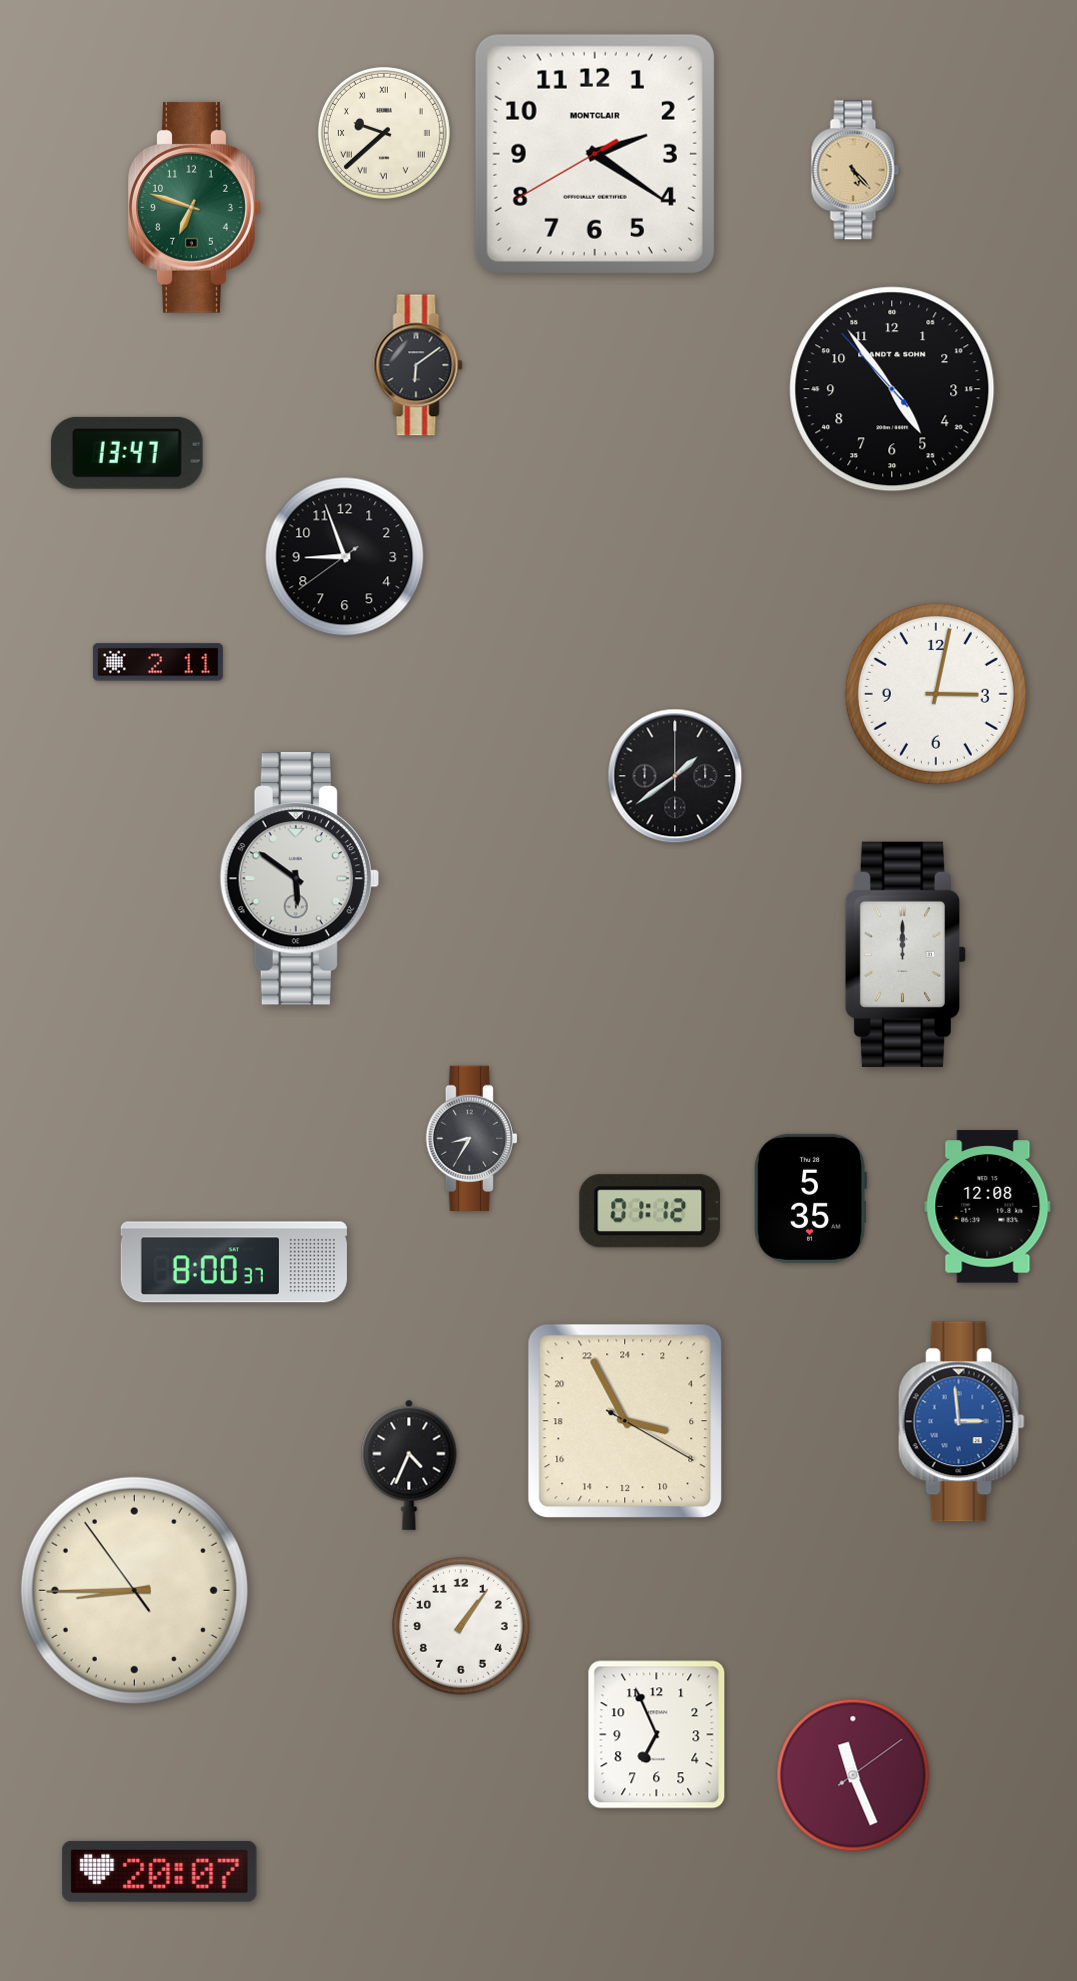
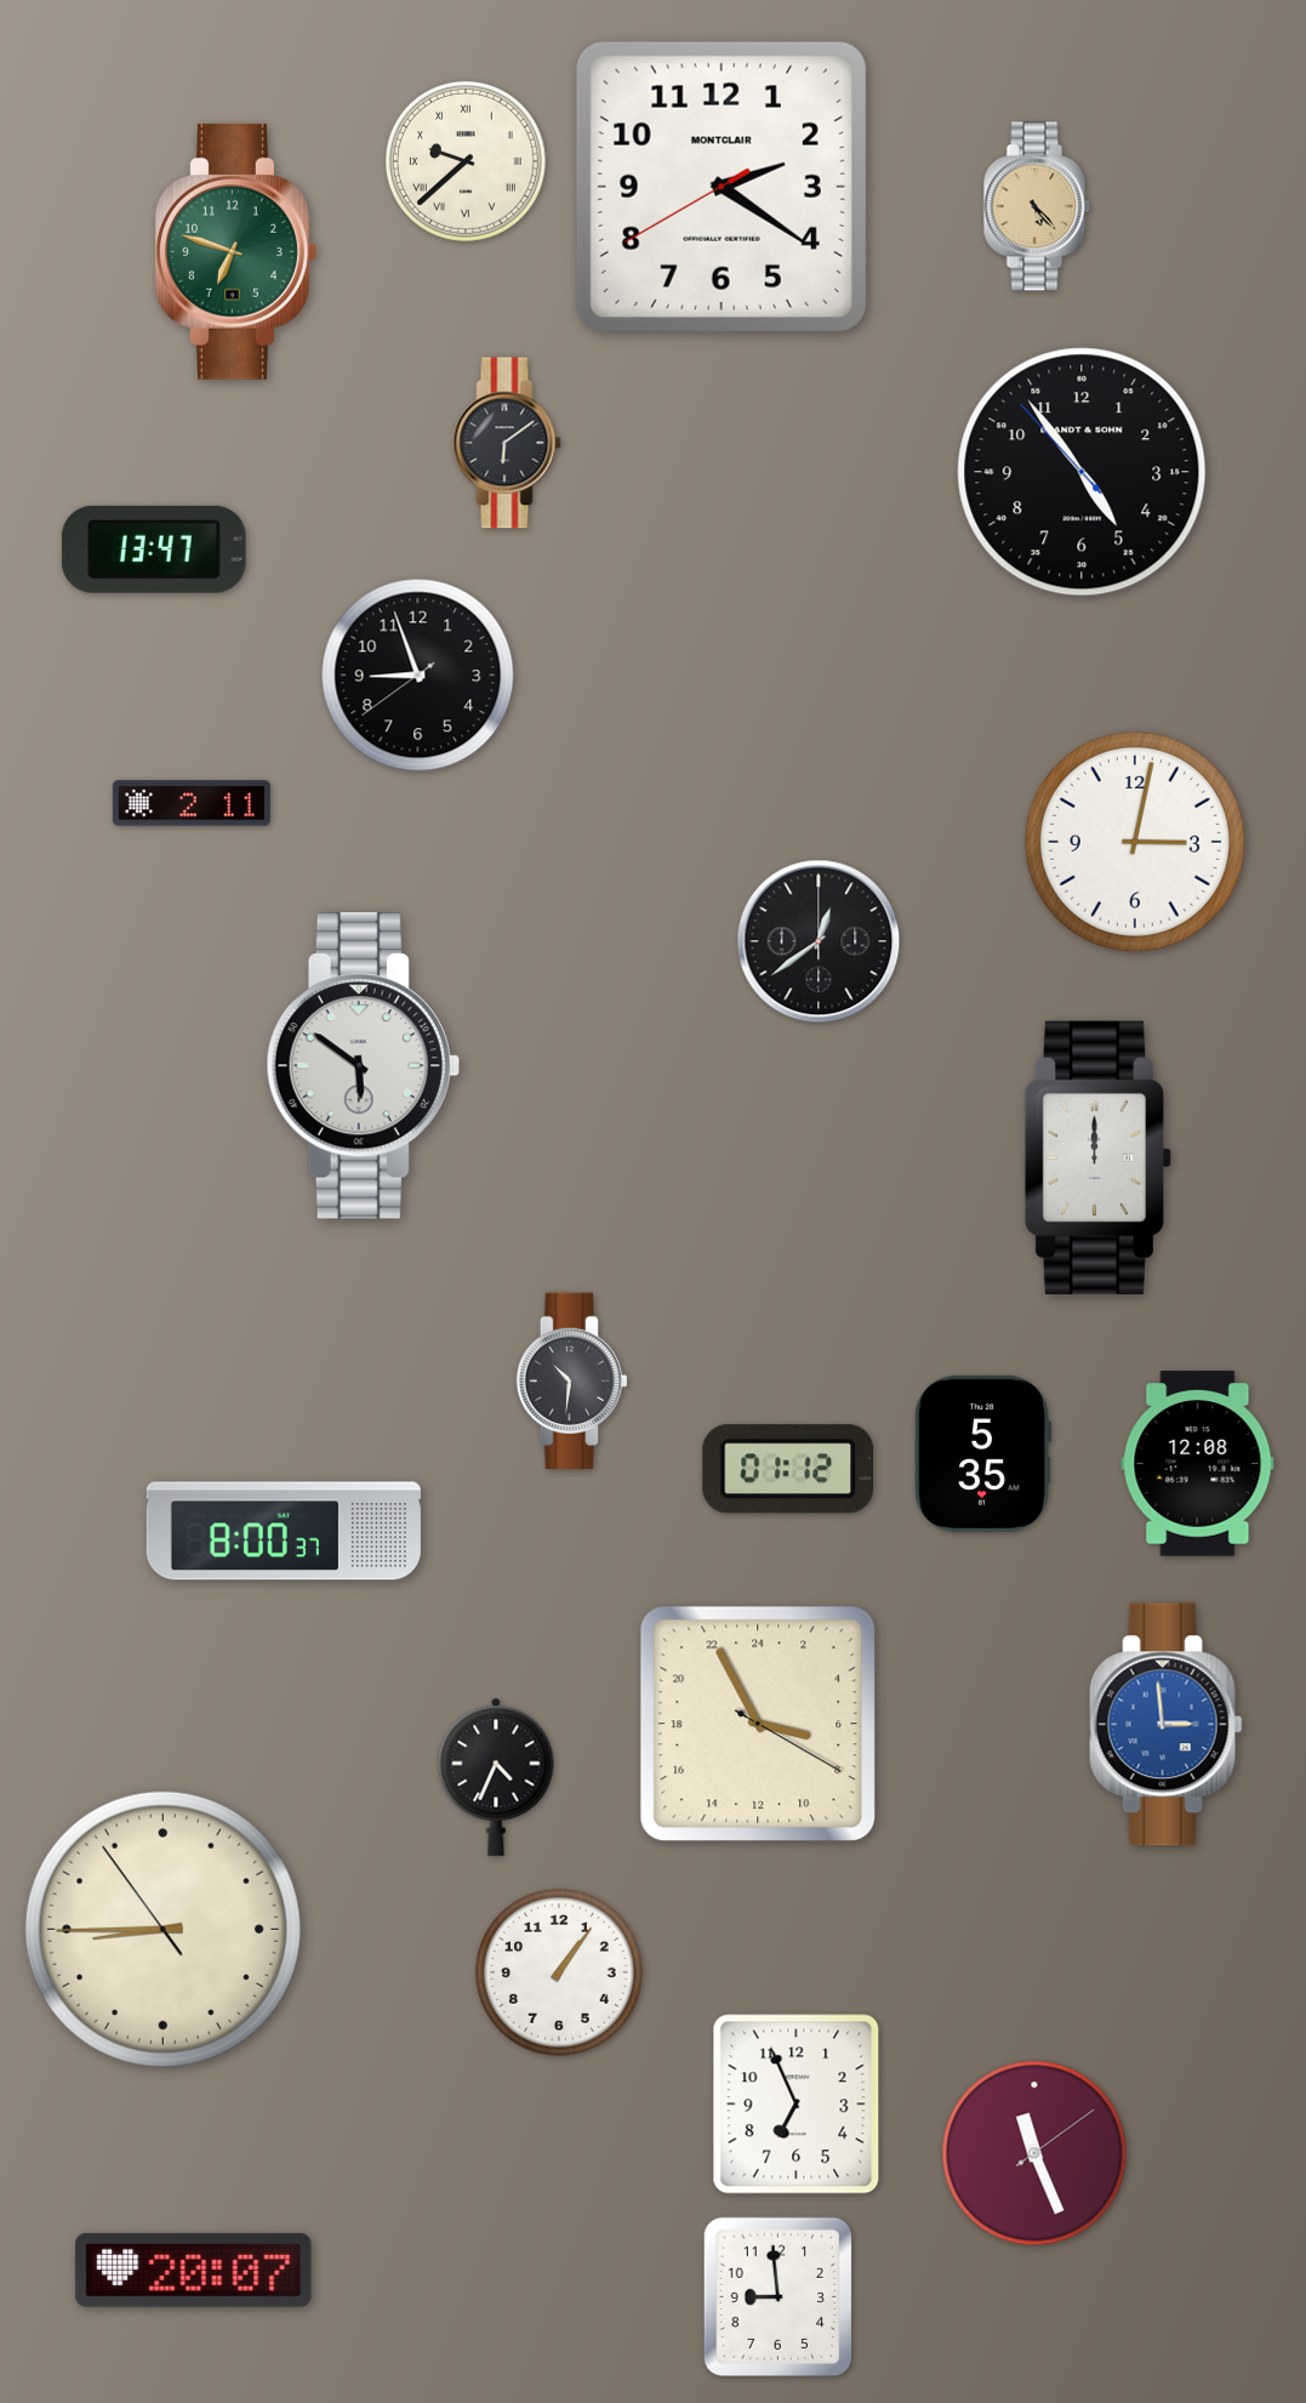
clock at (675, 776): 1:39 -> 12:39
clock at (471, 1138): 8:35 -> 10:31
clock at (777, 2297): none -> 8:59
